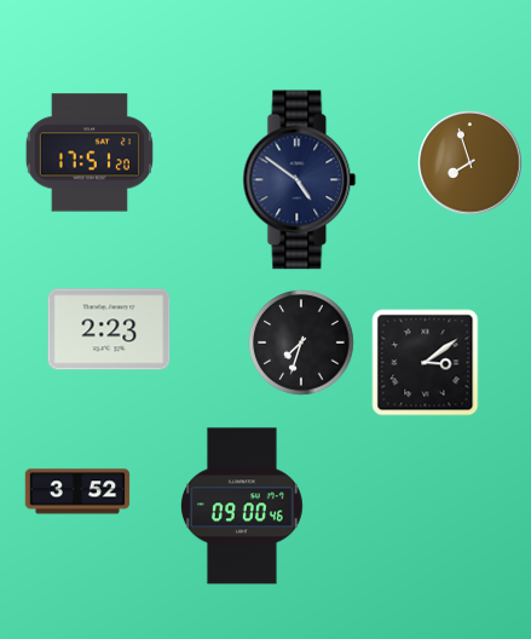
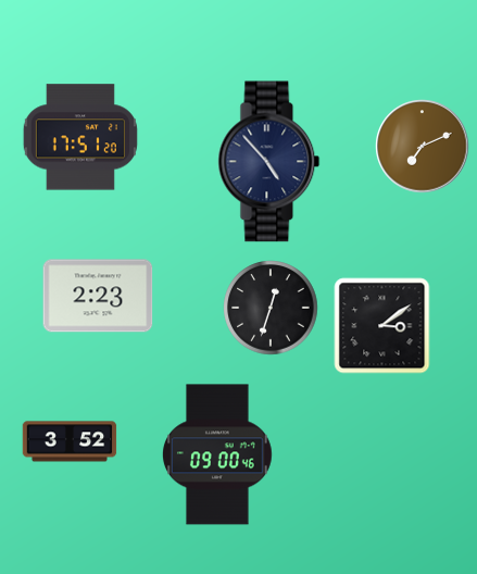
clock at (471, 163): 7:57 -> 7:11
clock at (300, 180): 4:51 -> 4:53
clock at (301, 342): 7:33 -> 12:33
